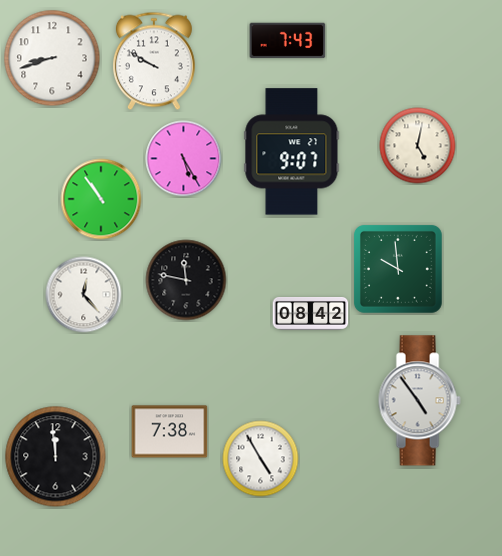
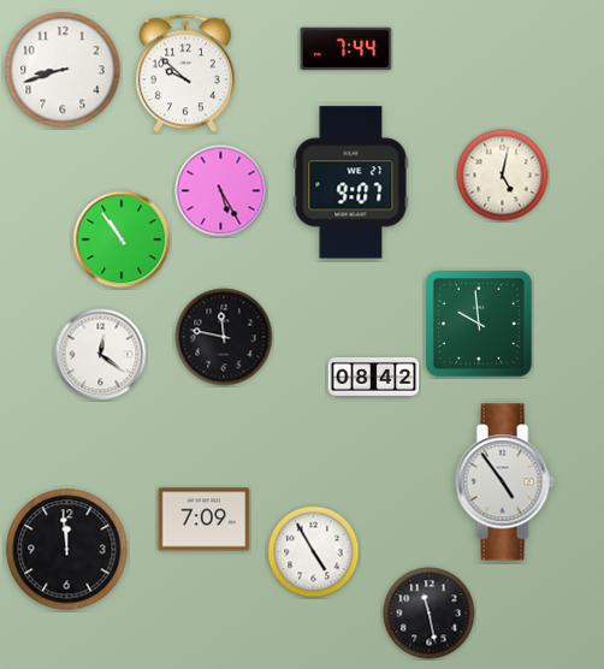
clock at (288, 41): 7:43 -> 7:44
clock at (154, 61): 9:50 -> 9:52
clock at (84, 295): 12:23 -> 12:21
clock at (170, 432): 7:38 -> 7:09
clock at (430, 614): none -> 11:28
